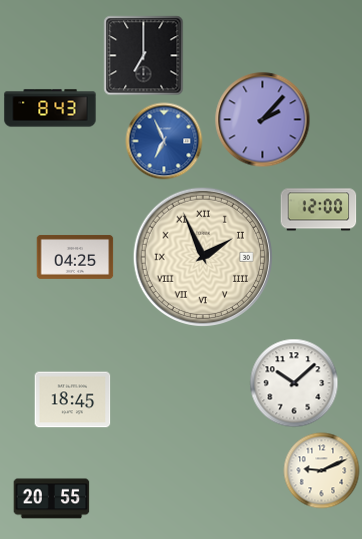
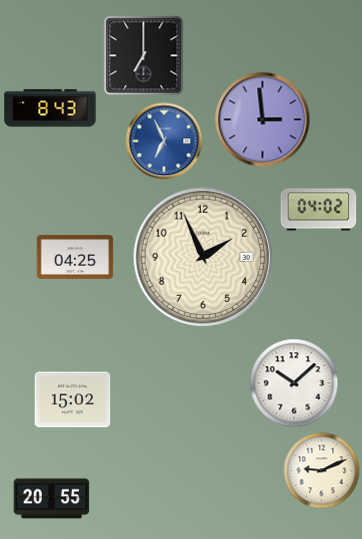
clock at (263, 120): 2:07 -> 2:59
clock at (319, 210): 12:00 -> 04:02
clock at (202, 256) numerals: Roman -> Arabic
clock at (73, 400): 18:45 -> 15:02
